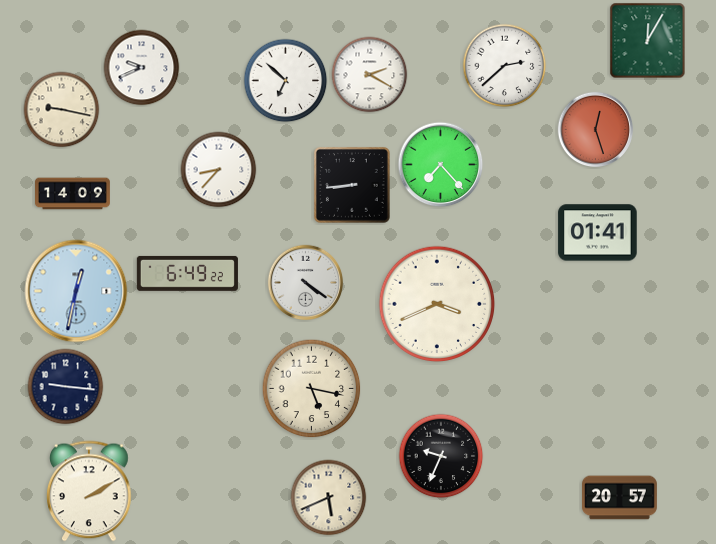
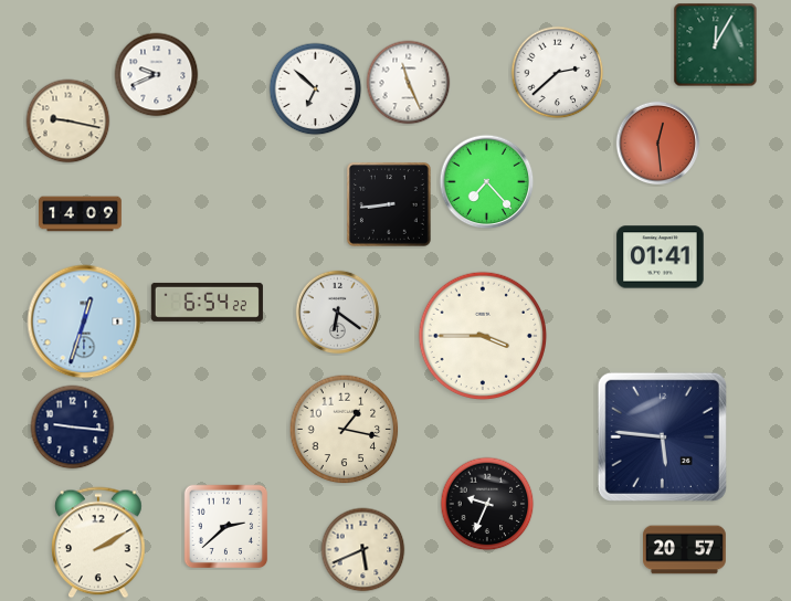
clock at (370, 75): 2:20 -> 11:26
clock at (596, 130): 12:27 -> 12:29
clock at (219, 170): 8:37 -> none
clock at (187, 273): 6:49 -> 6:54
clock at (306, 283): 4:21 -> 6:21
clock at (76, 291): 12:32 -> 12:33
clock at (437, 304): 3:41 -> 3:45
clock at (312, 389): 5:17 -> 1:17
clock at (662, 436): none -> 5:46
clock at (226, 527): none -> 2:38
